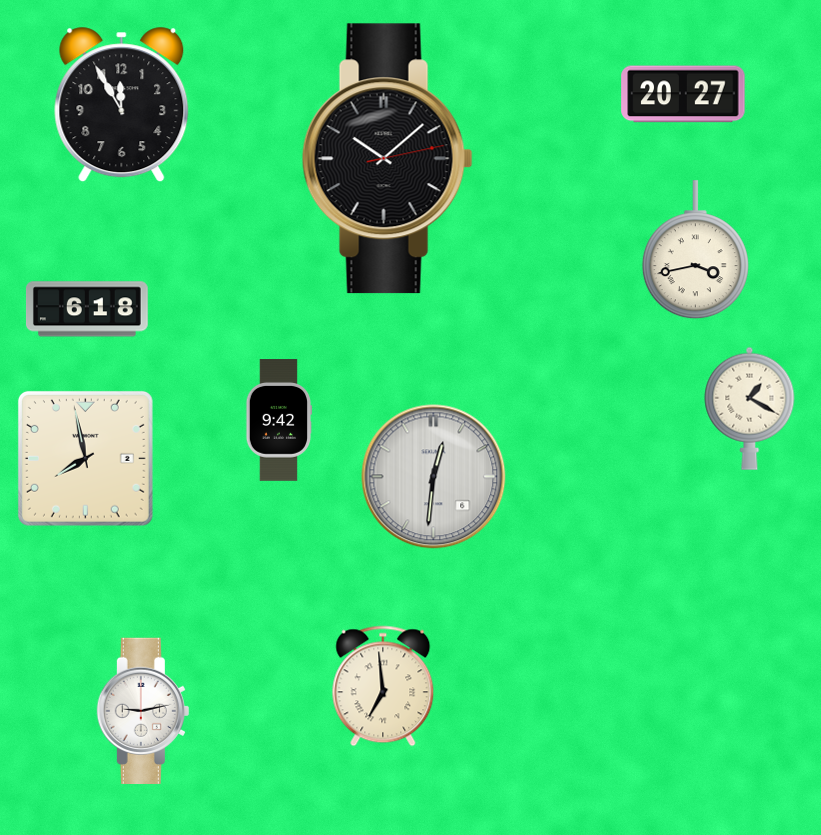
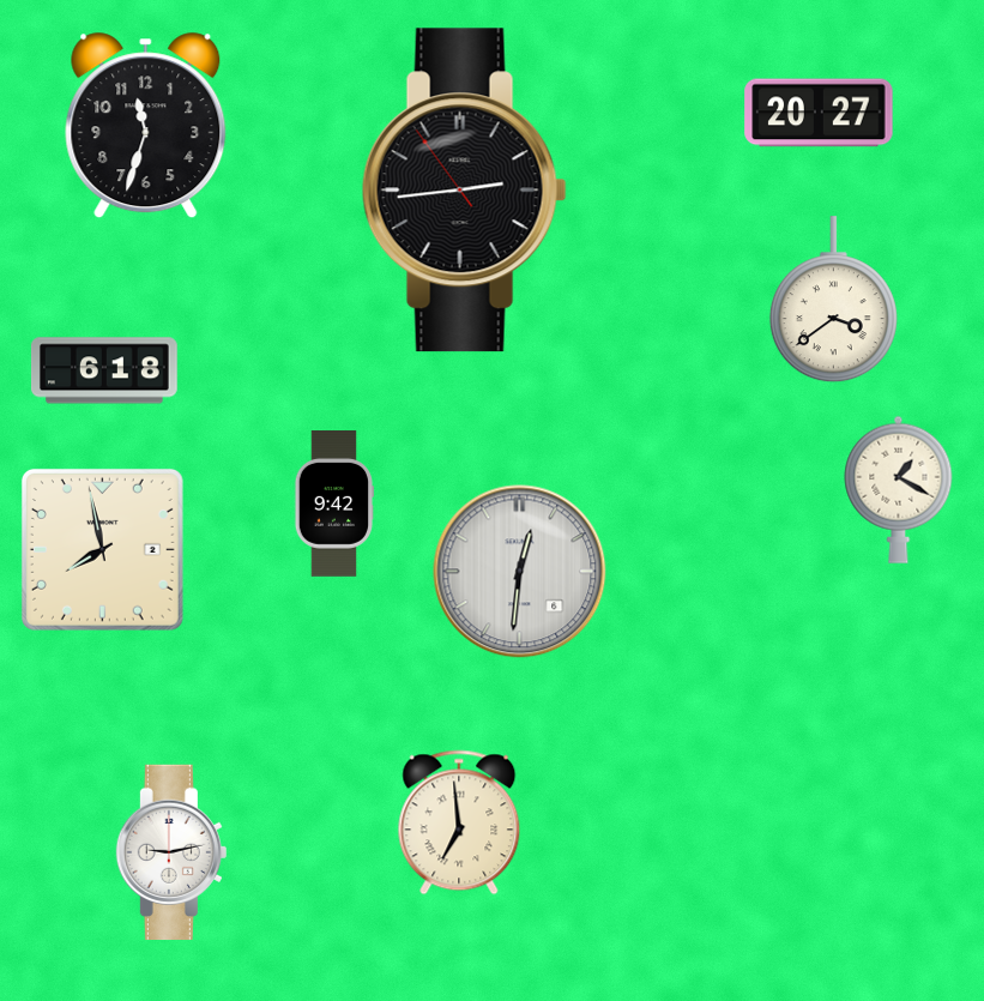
clock at (122, 105): 11:55 -> 11:33
clock at (387, 159): 10:08 -> 2:43
clock at (695, 250): 3:43 -> 3:39
